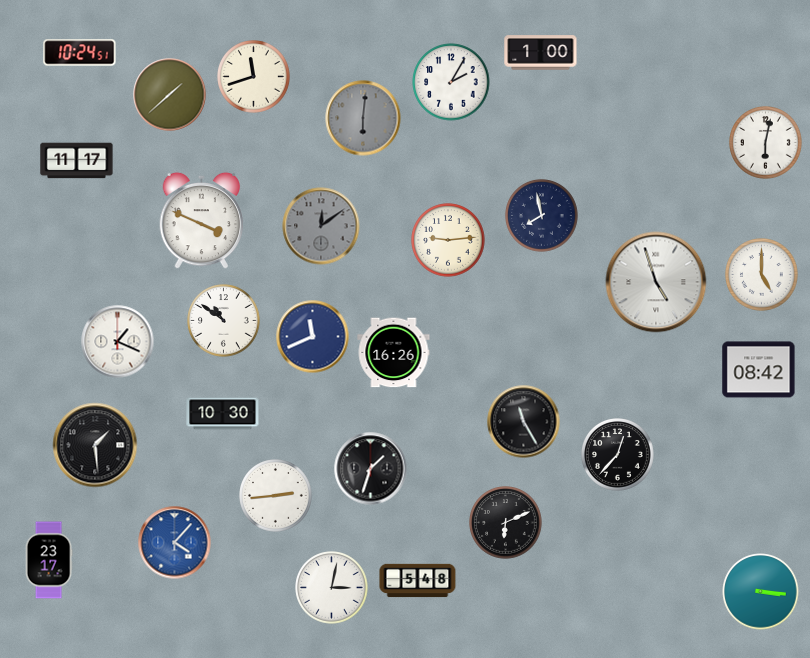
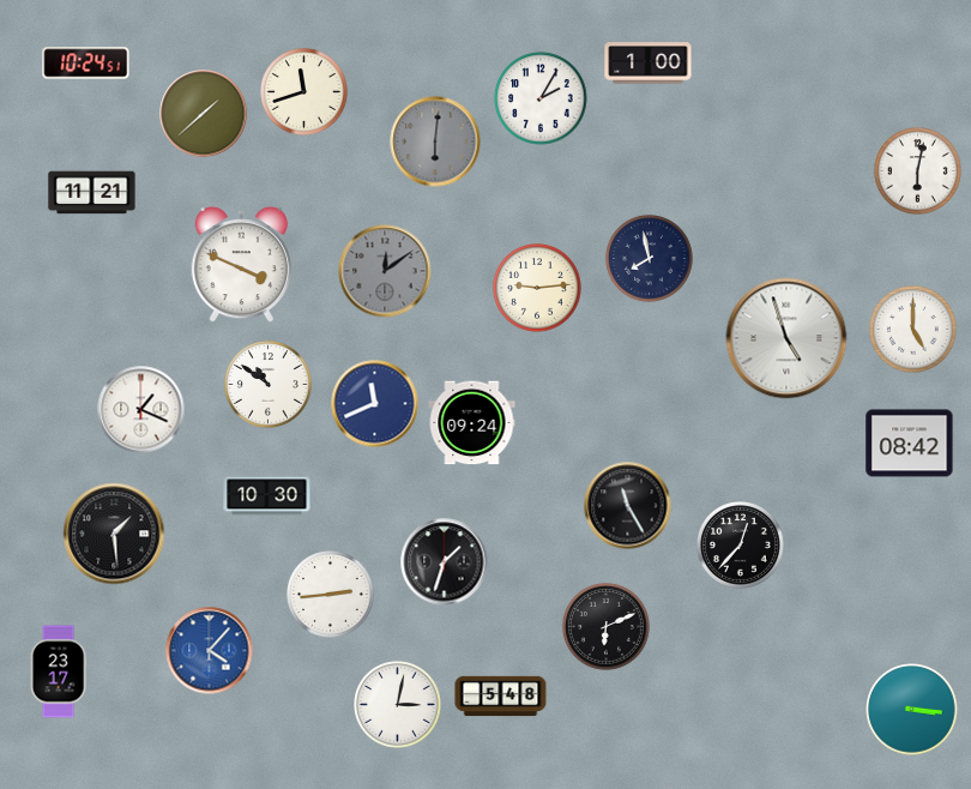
clock at (80, 53) position: (80, 53) -> (86, 64)
clock at (77, 161): 11:17 -> 11:21
clock at (394, 353): 16:26 -> 09:24
